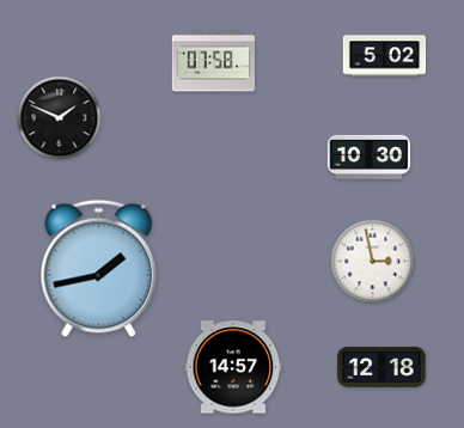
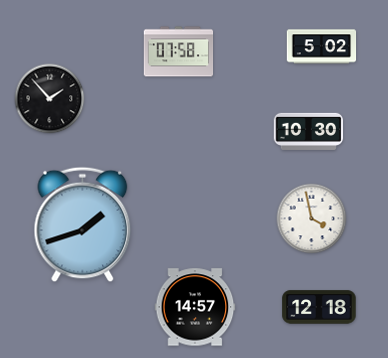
clock at (60, 118): 1:49 -> 1:53
clock at (373, 262): 2:58 -> 3:58
clock at (99, 269): 1:43 -> 1:42
